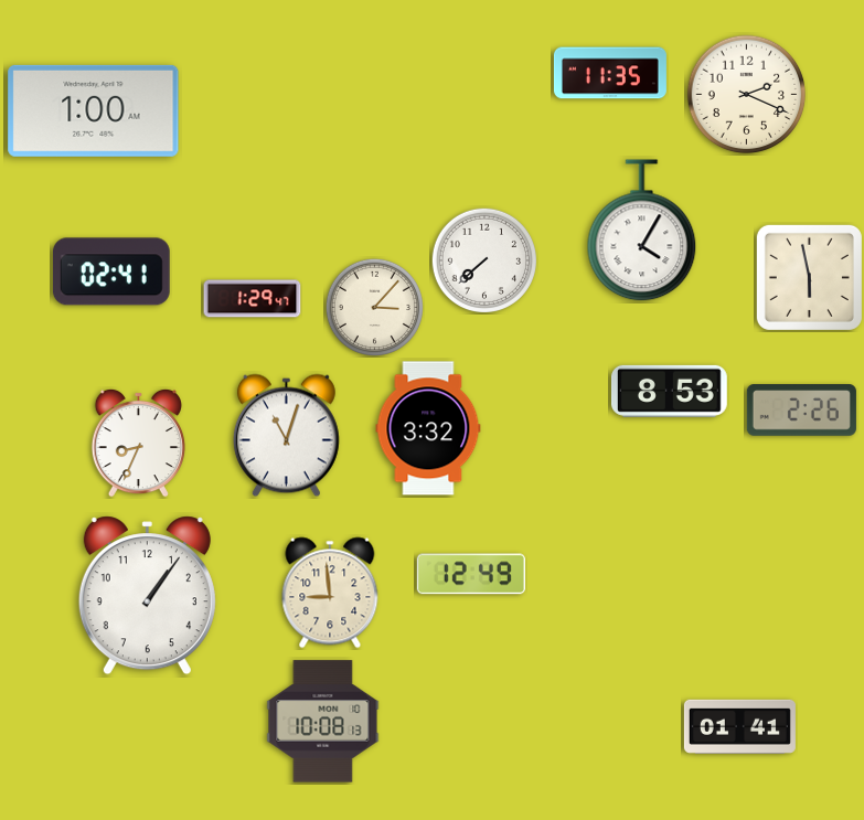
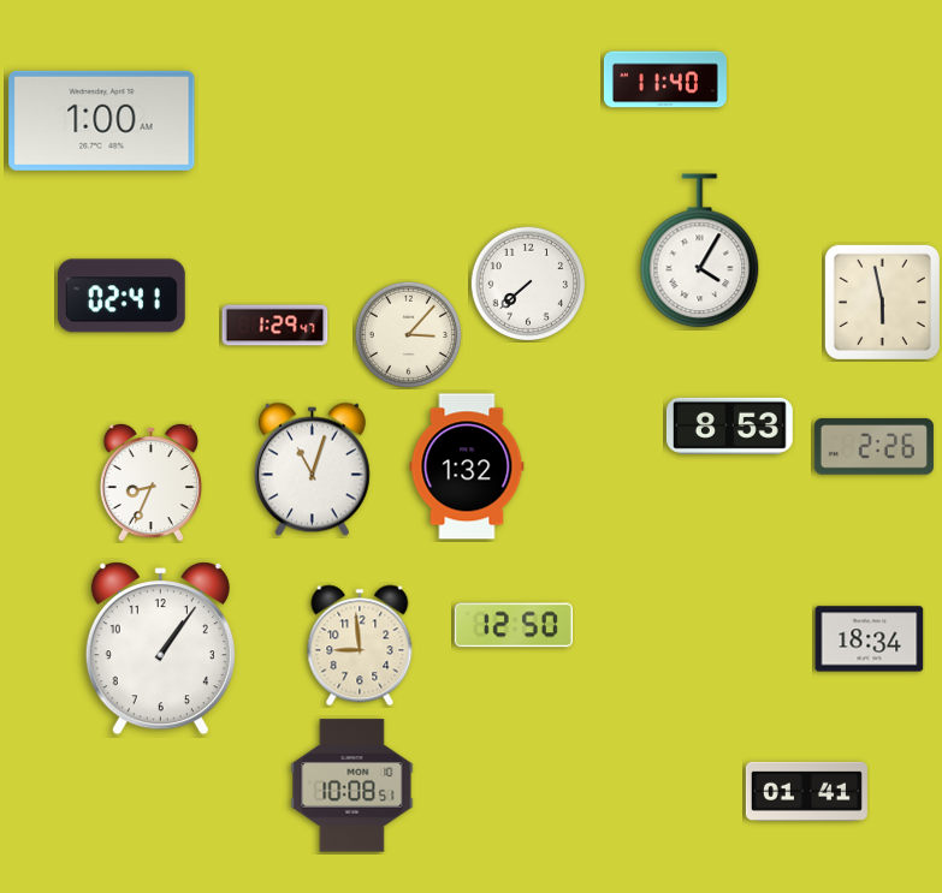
clock at (610, 73): 11:35 -> 11:40
clock at (747, 95): 2:19 -> none
clock at (428, 428): 3:32 -> 1:32
clock at (286, 436) position: (286, 436) -> (312, 470)
clock at (471, 574): 12:49 -> 12:50
clock at (870, 639): none -> 18:34
clock at (323, 722): 10:08:13 -> 10:08:51
